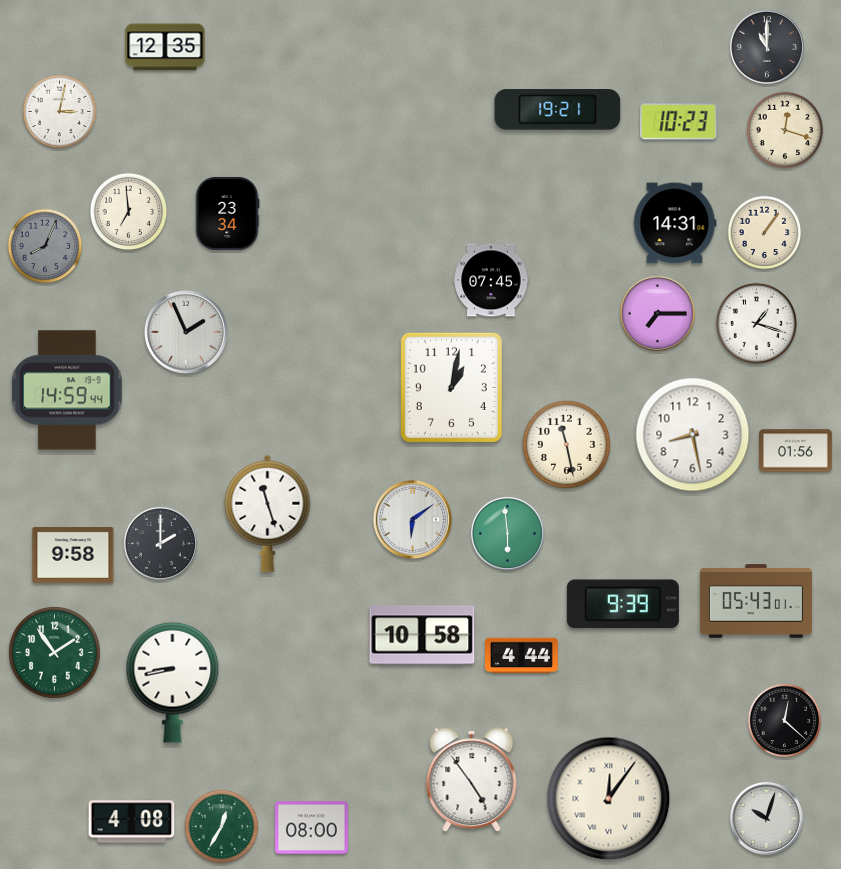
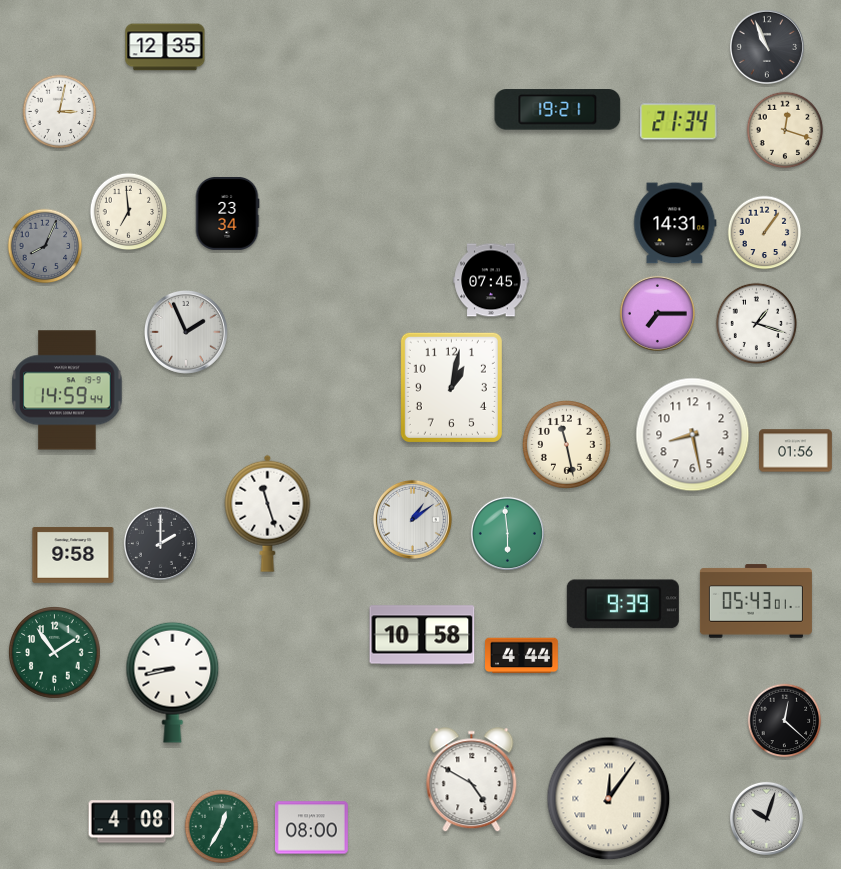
clock at (767, 47): 11:00 -> 10:56
clock at (679, 122): 10:23 -> 21:34
clock at (412, 519): 6:09 -> 1:09
clock at (472, 780): 4:54 -> 4:50
